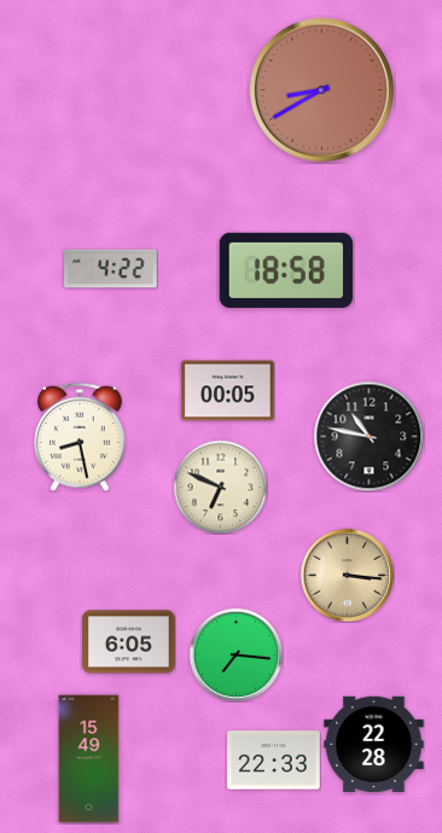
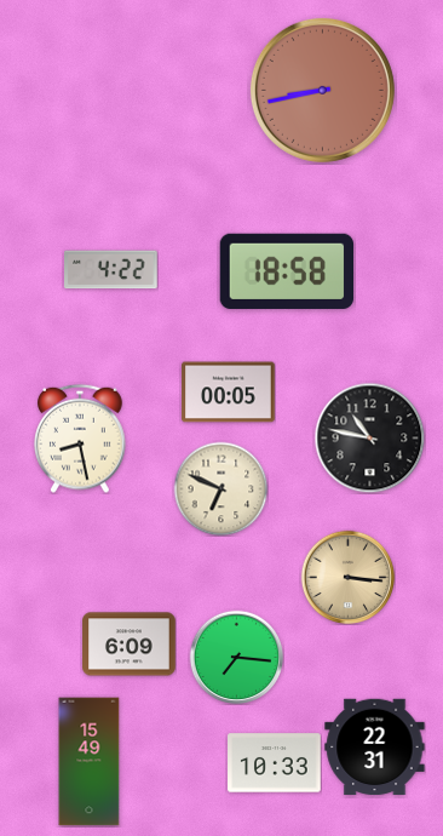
clock at (321, 89): 8:40 -> 8:43
clock at (129, 642): 6:05 -> 6:09
clock at (374, 745): 22:28 -> 22:31
clock at (274, 761): 22:33 -> 10:33
